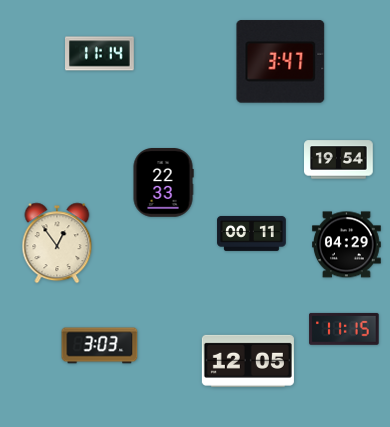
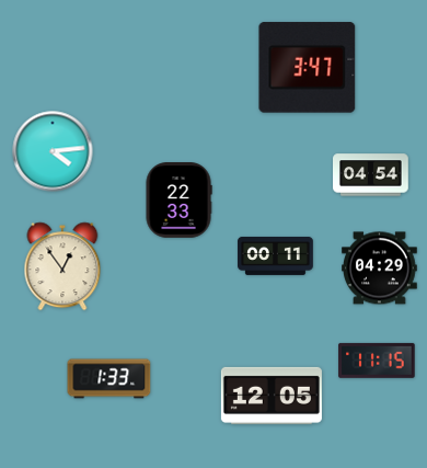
clock at (100, 54): 11:14 -> none
clock at (53, 151): none -> 4:14
clock at (339, 160): 19:54 -> 04:54
clock at (100, 346): 3:03 -> 1:33
